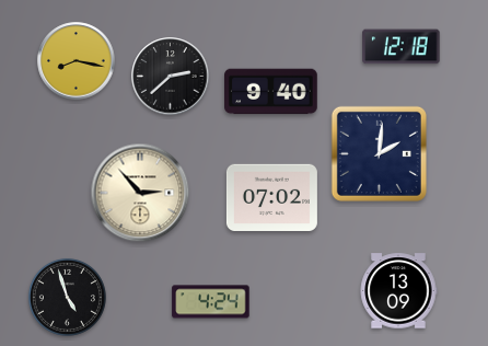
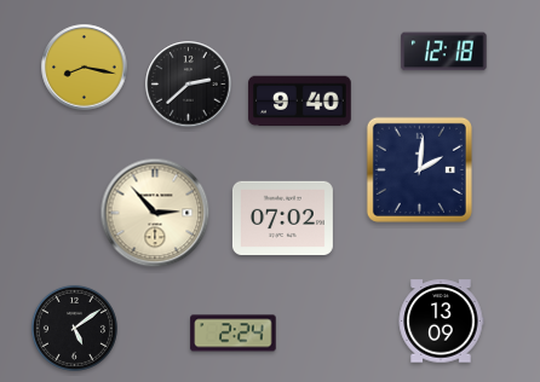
clock at (271, 198) position: (271, 198) -> (282, 219)
clock at (67, 297): 4:57 -> 5:09
clock at (211, 302): 4:24 -> 2:24
